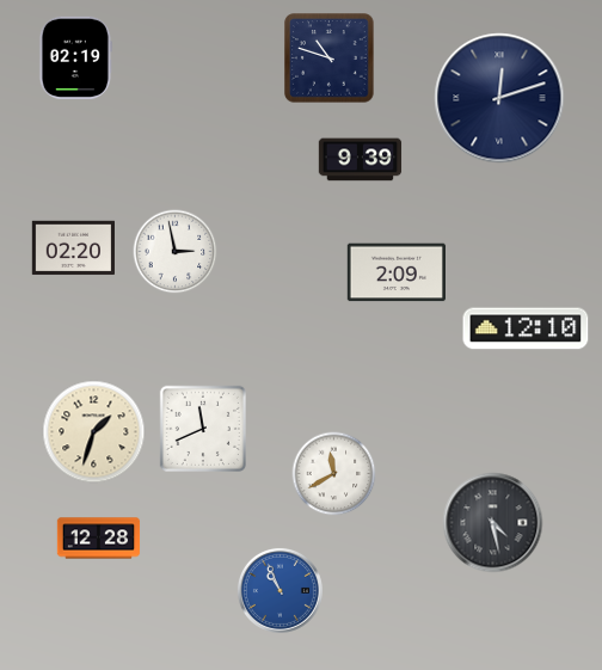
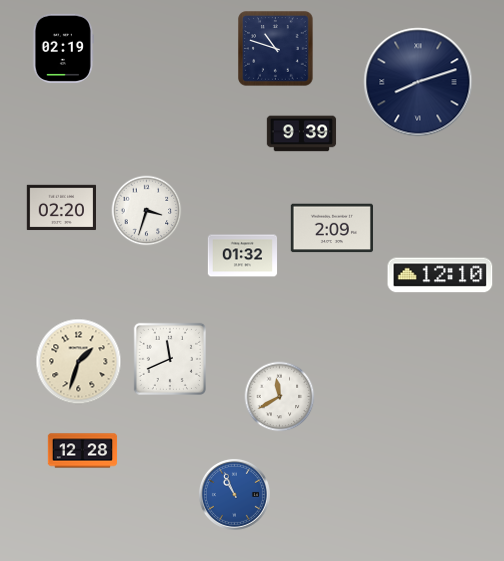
clock at (499, 98): 12:12 -> 8:12
clock at (176, 252): 2:58 -> 3:33
clock at (243, 256): none -> 01:32
clock at (493, 523): 4:28 -> none
